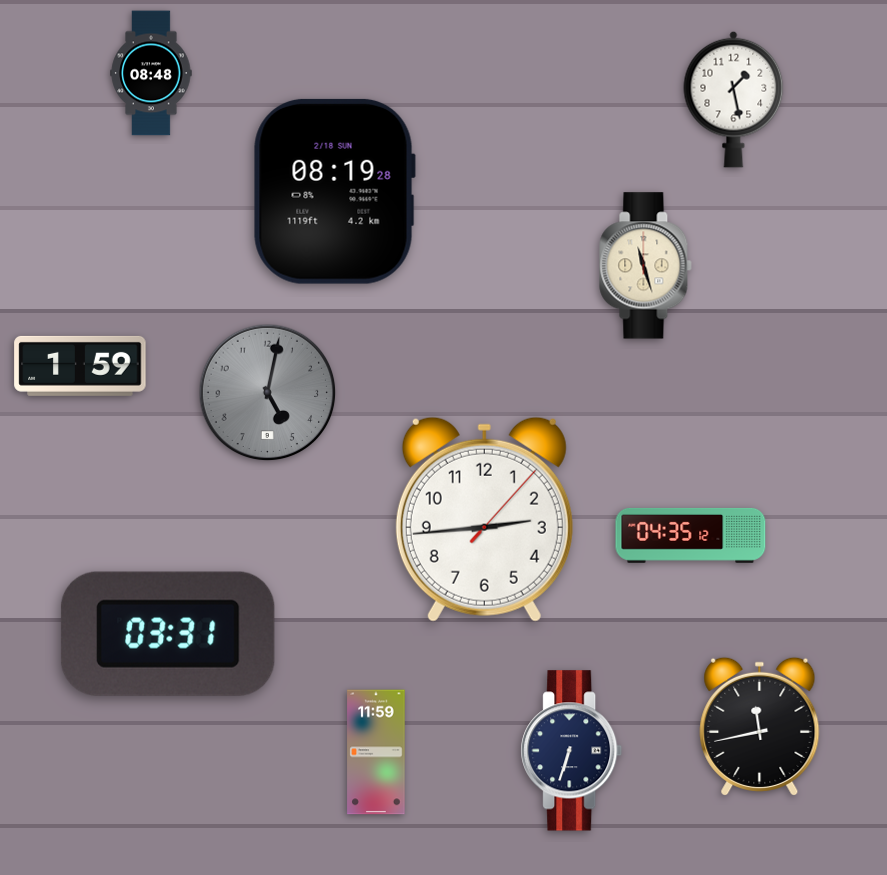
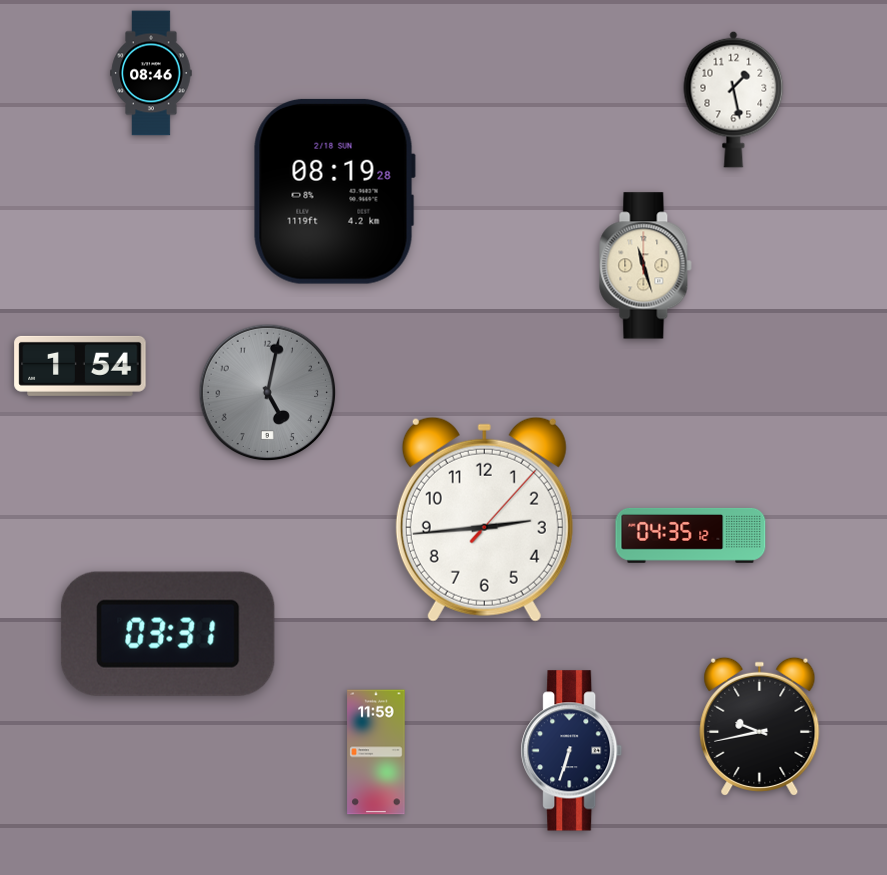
clock at (151, 73): 08:48 -> 08:46
clock at (80, 366): 1:59 -> 1:54
clock at (760, 726): 11:43 -> 9:43
